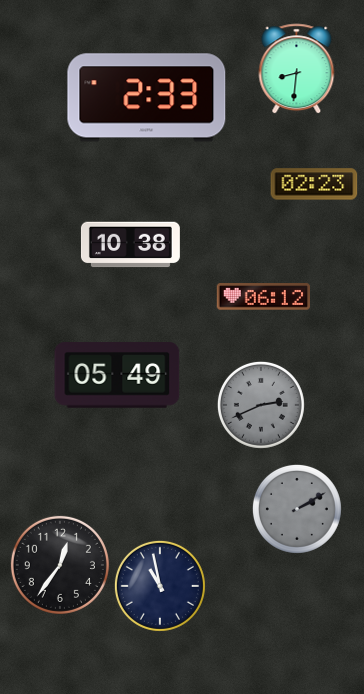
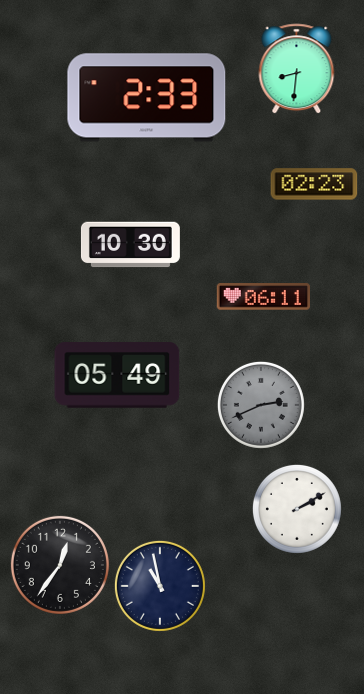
clock at (130, 245): 10:38 -> 10:30
clock at (263, 297): 06:12 -> 06:11
clock at (297, 509) dial: grey -> white
